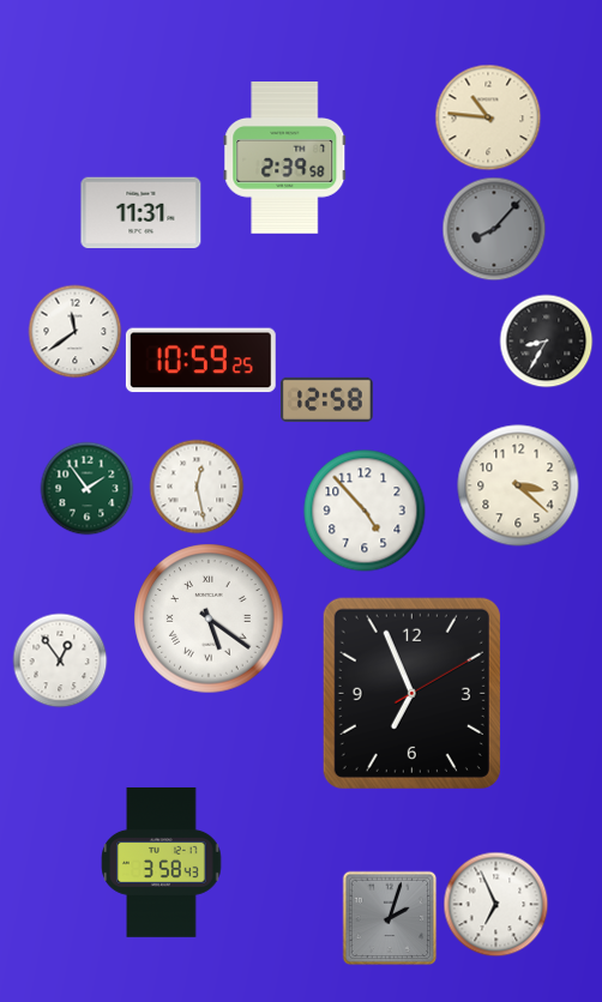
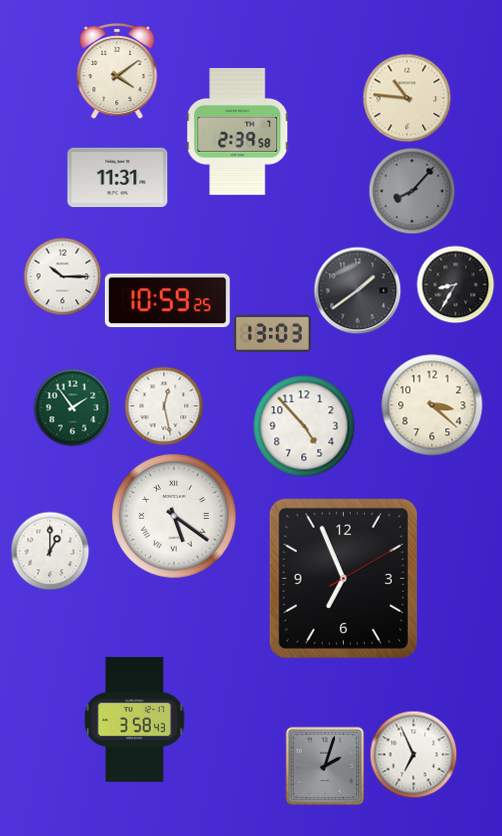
clock at (117, 71): none -> 4:09
clock at (74, 331): 11:39 -> 10:15
clock at (357, 290): none -> 1:39
clock at (327, 399): 12:58 -> 13:03
clock at (60, 660): 12:54 -> 1:00
